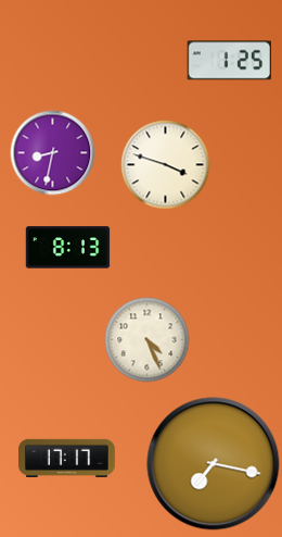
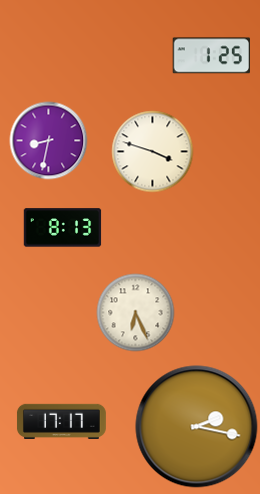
clock at (146, 339): 4:26 -> 6:26
clock at (214, 464): 7:17 -> 2:17
